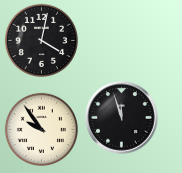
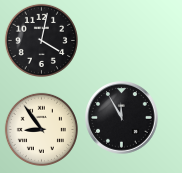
clock at (122, 118): 11:57 -> 11:55
clock at (41, 129): 9:54 -> 8:54
